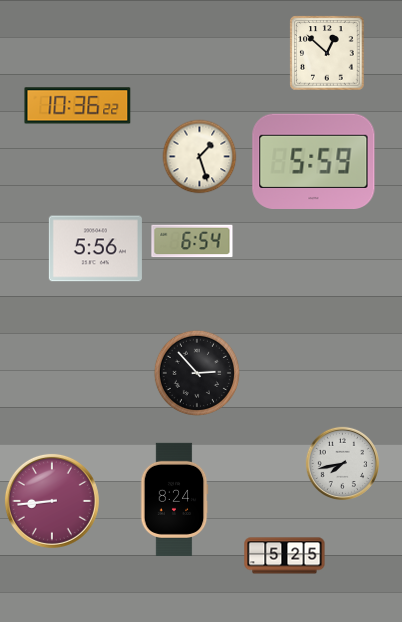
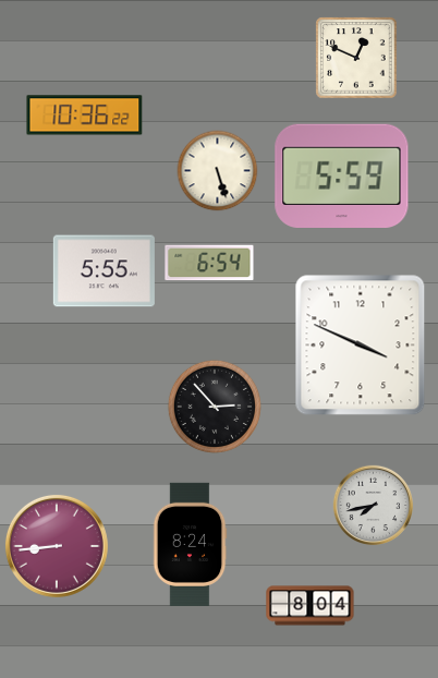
clock at (327, 53): 12:52 -> 12:49
clock at (200, 157): 1:27 -> 5:27
clock at (95, 249): 5:56 -> 5:55
clock at (361, 346): none -> 3:49
clock at (285, 556): 5:25 -> 8:04
